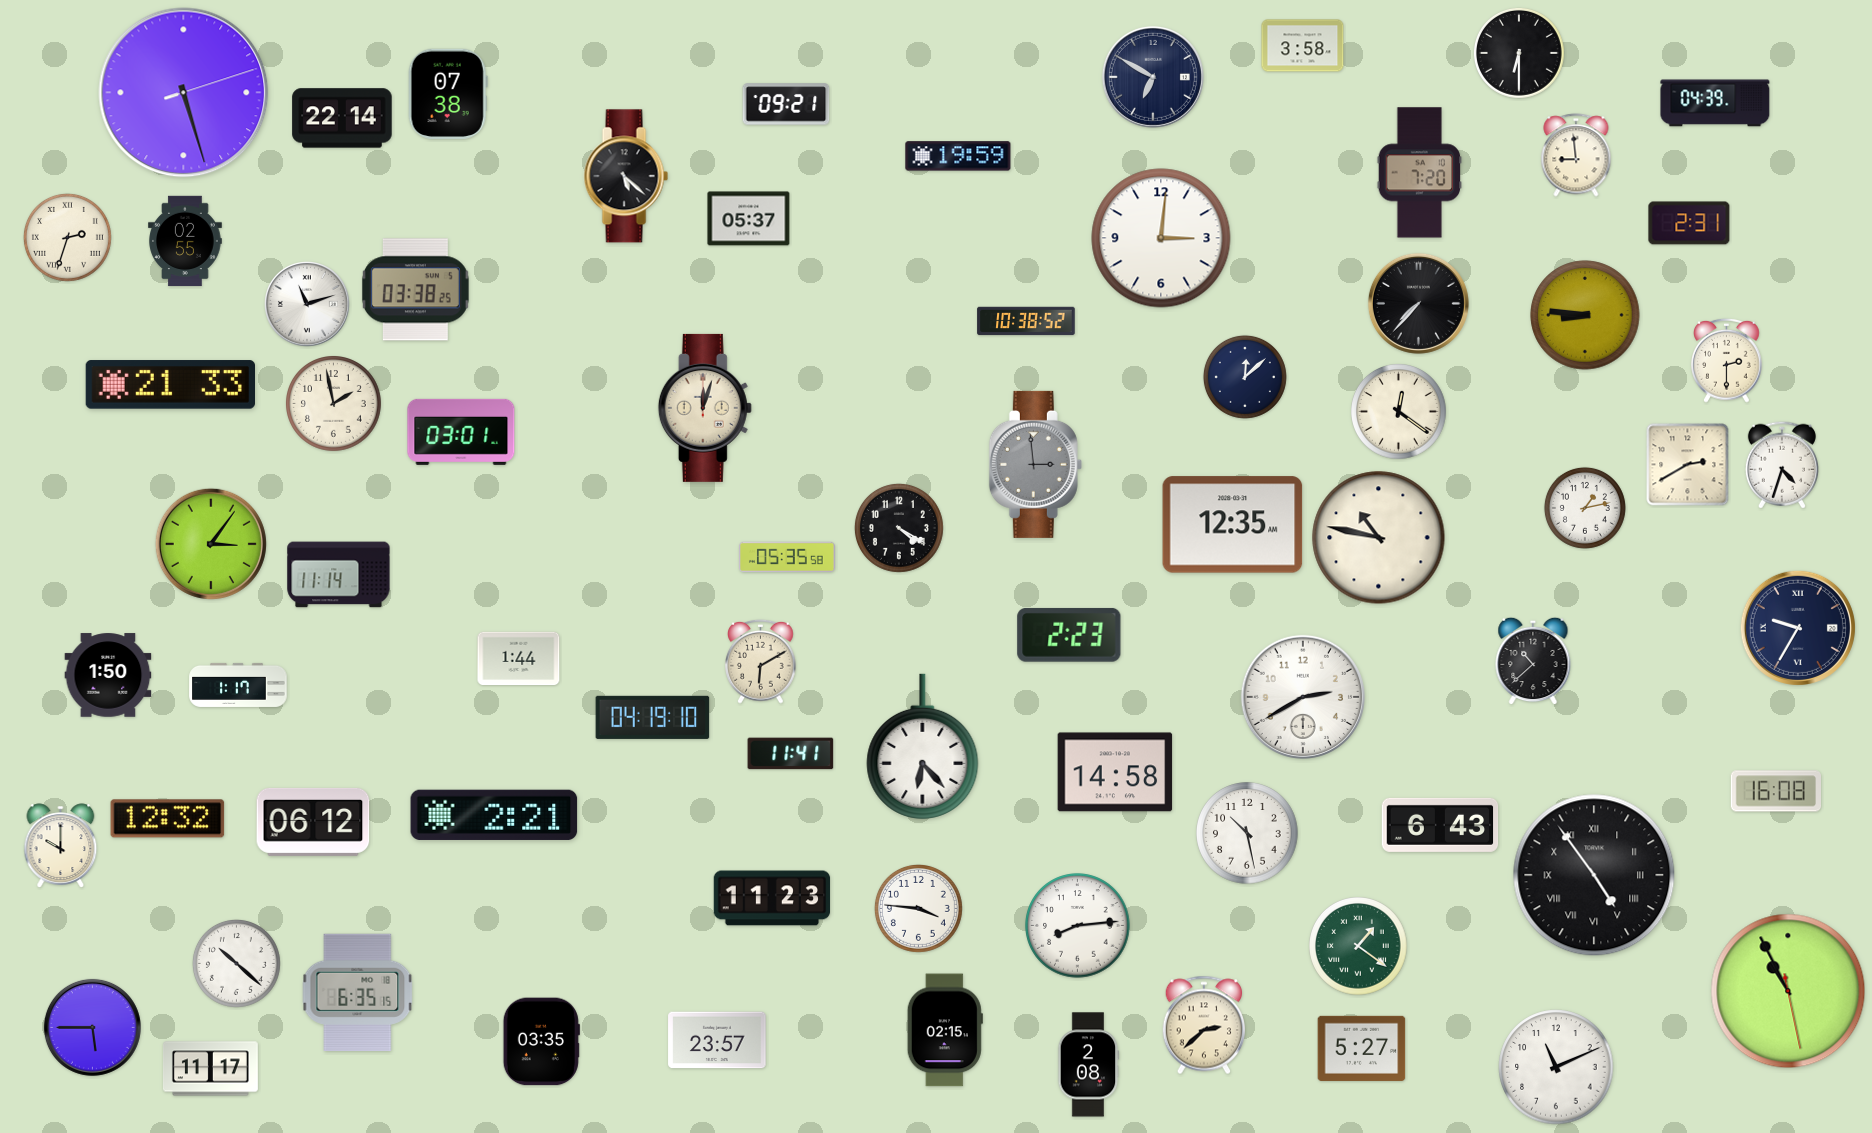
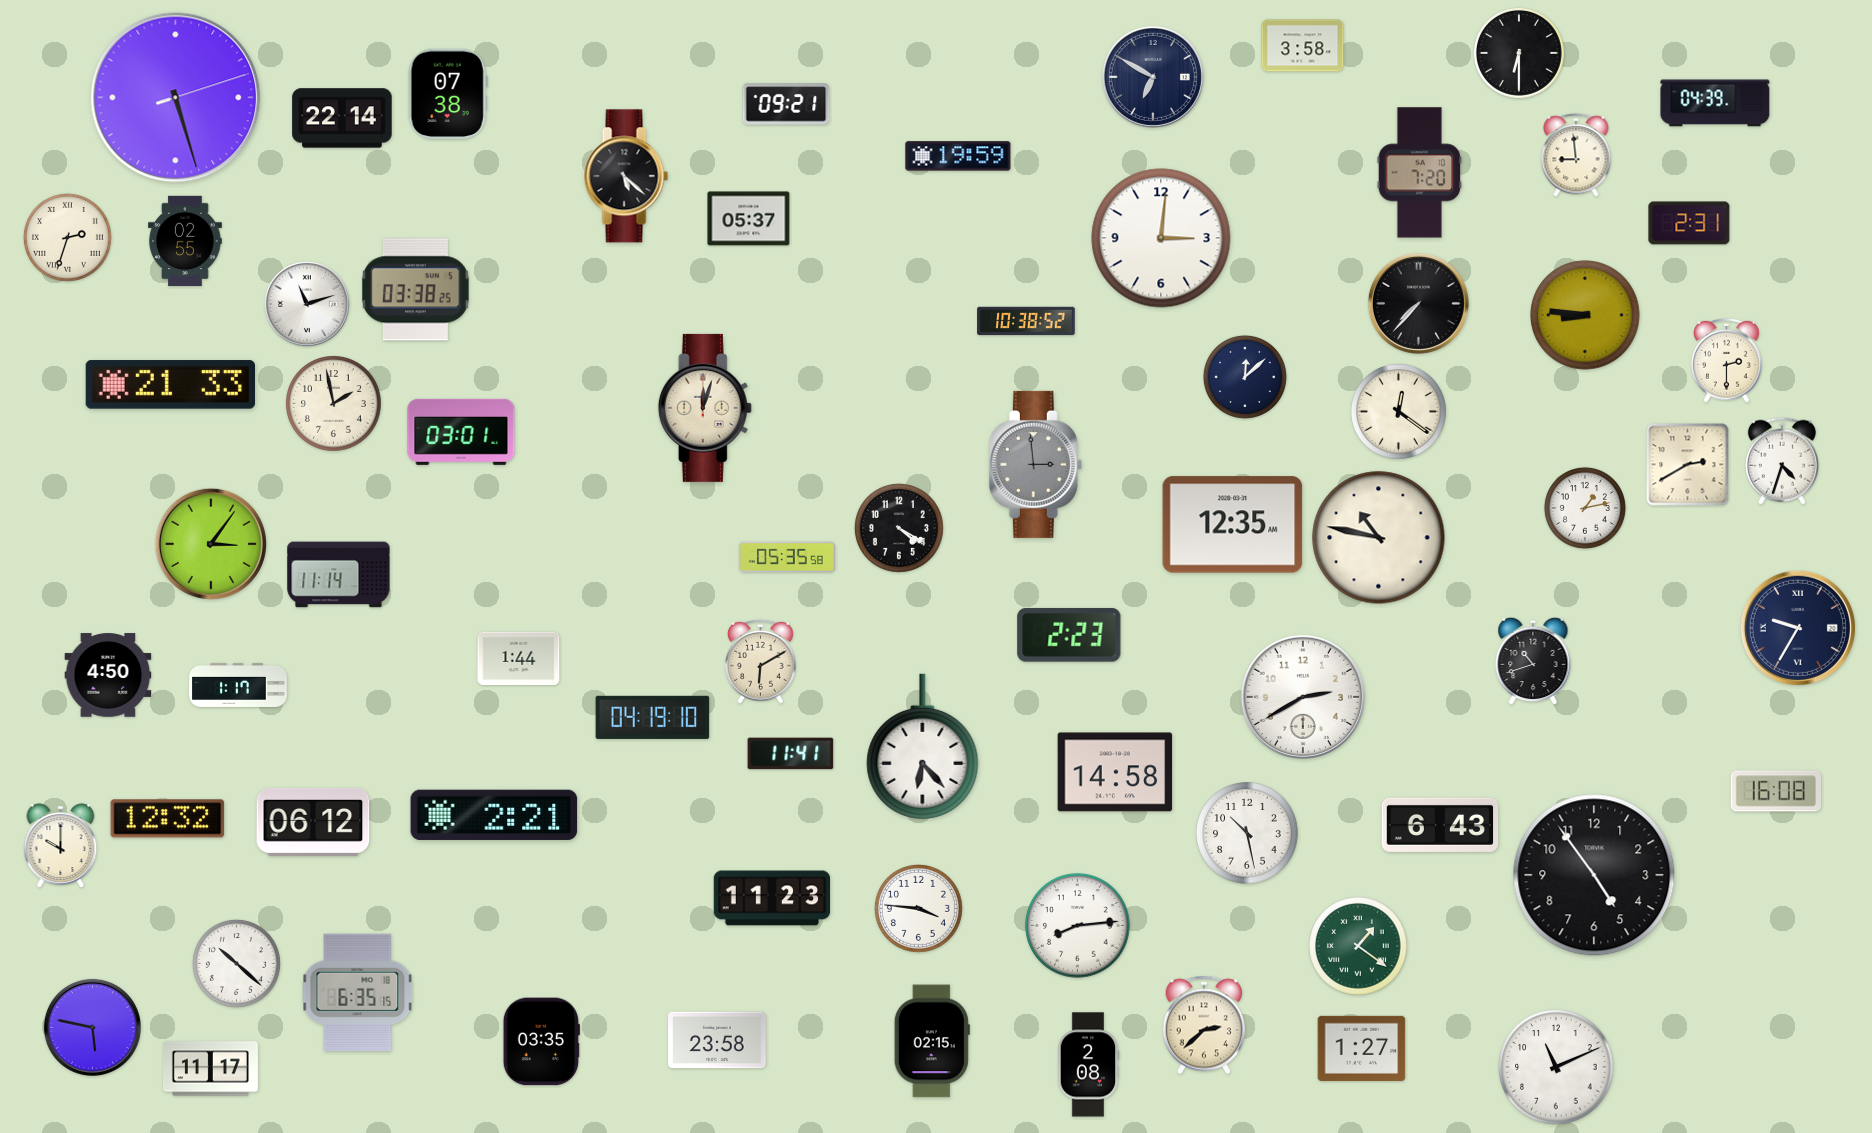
clock at (184, 93) position: (184, 93) -> (176, 98)
clock at (1782, 465) position: (1782, 465) -> (1782, 461)
clock at (1533, 661): 10:38 -> 10:42
clock at (108, 675): 1:50 -> 4:50
clock at (1594, 875) numerals: Roman -> Arabic
clock at (1788, 991): 10:55 -> none
clock at (92, 1027): 5:45 -> 5:47
clock at (945, 1030) position: (945, 1030) -> (932, 1041)
clock at (717, 1040): 23:57 -> 23:58
clock at (1362, 1048): 5:27 -> 1:27
